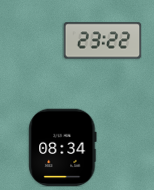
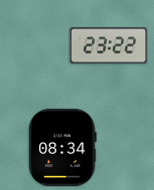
clock at (102, 41) position: (102, 41) -> (108, 46)
